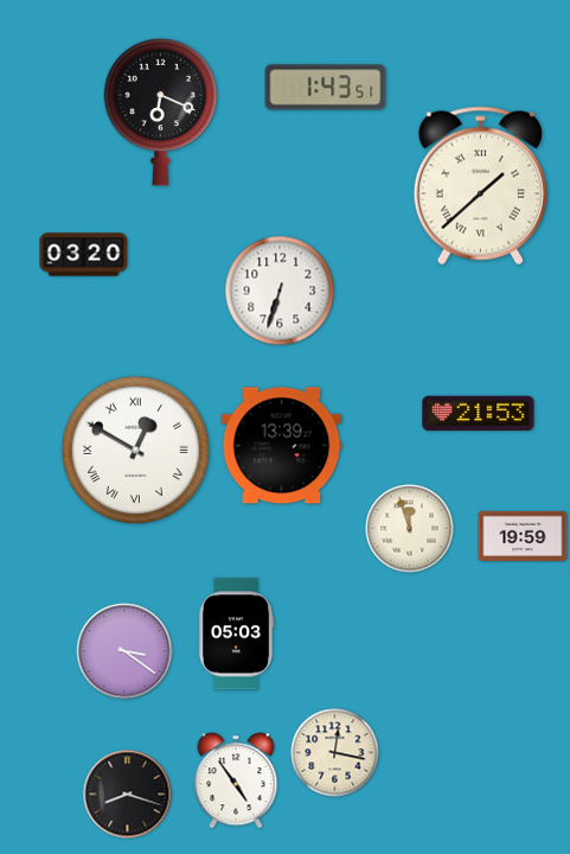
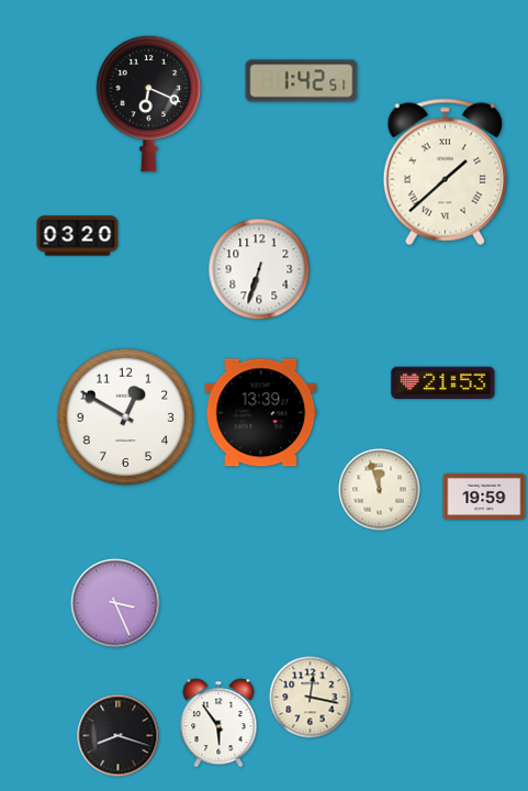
clock at (326, 88): 1:43 -> 1:42
clock at (136, 451) numerals: Roman -> Arabic
clock at (235, 635): 05:03 -> none
clock at (124, 651): 3:21 -> 3:26
clock at (236, 780): 4:54 -> 5:54
